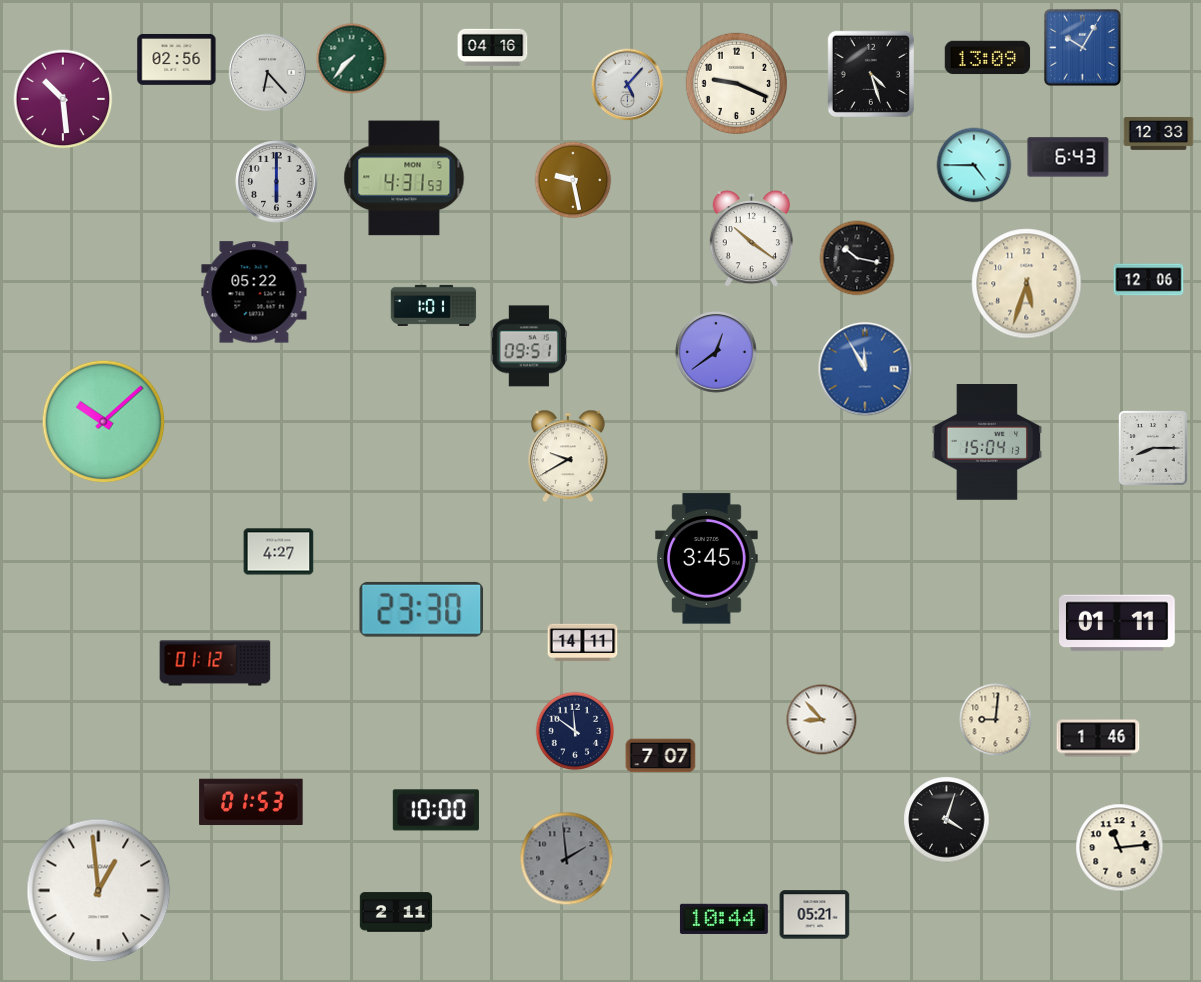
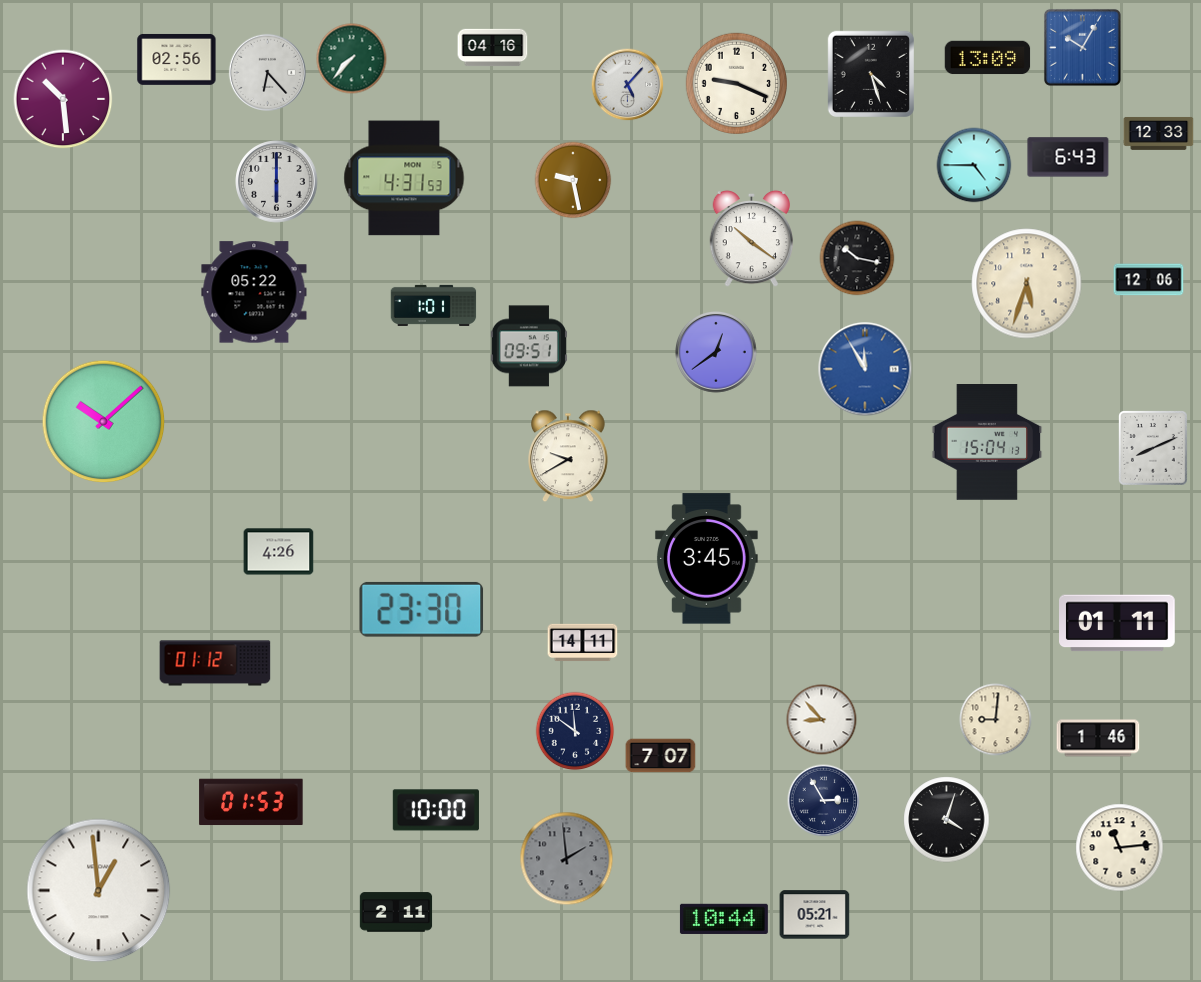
clock at (1154, 449): 8:15 -> 8:11
clock at (279, 552): 4:27 -> 4:26
clock at (824, 801): none -> 2:55
